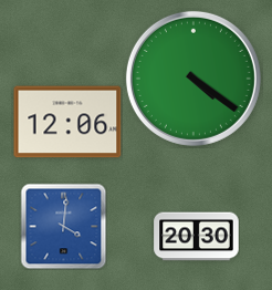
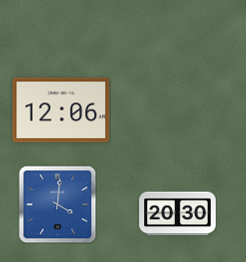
clock at (193, 79): 4:21 -> none
